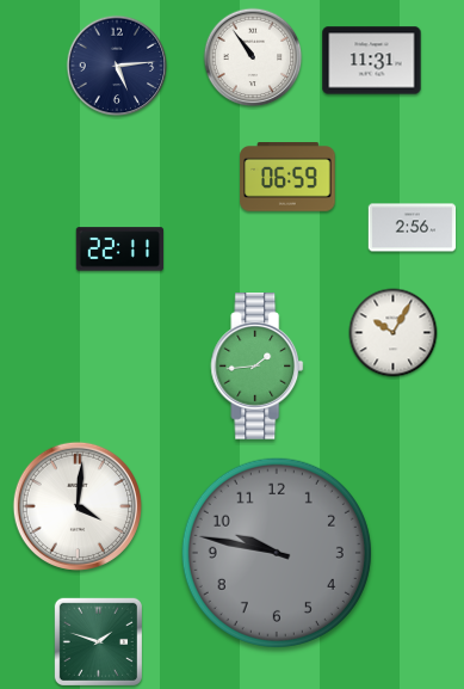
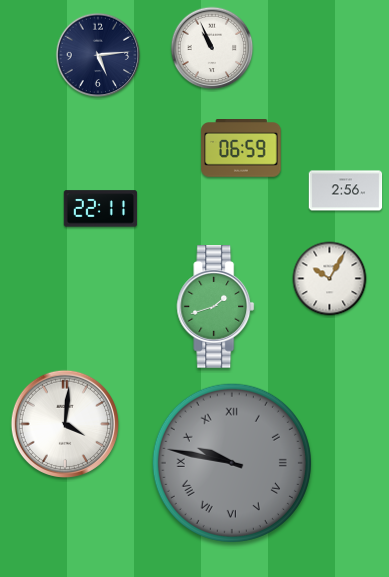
clock at (253, 57): 10:54 -> 10:56
clock at (372, 61): 11:31 -> none
clock at (258, 367): 1:44 -> 1:42
clock at (277, 553) numerals: Arabic -> Roman
clock at (98, 641): 1:48 -> none
